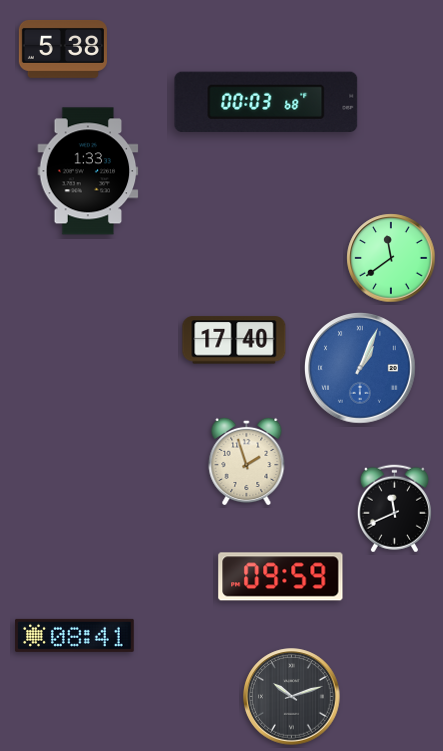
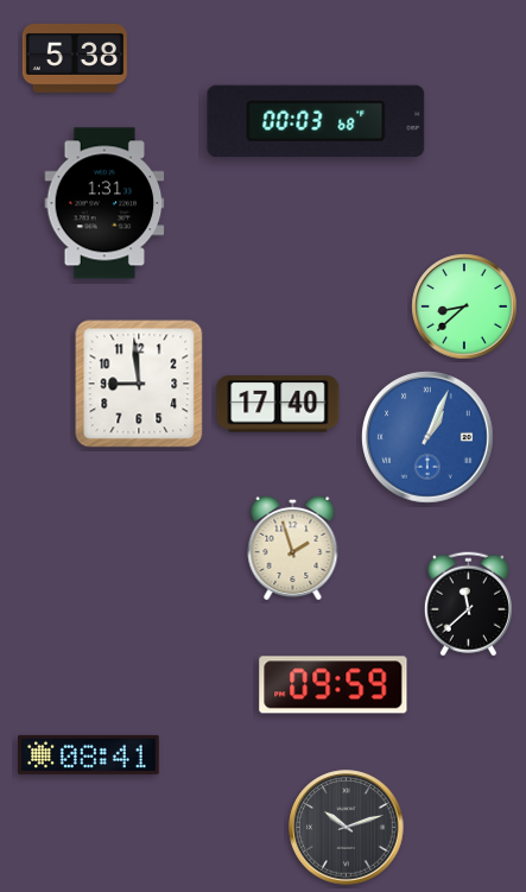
clock at (88, 171): 1:33 -> 1:31
clock at (391, 258): 11:39 -> 8:38
clock at (139, 384): none -> 8:59
clock at (394, 509): 11:41 -> 11:38
